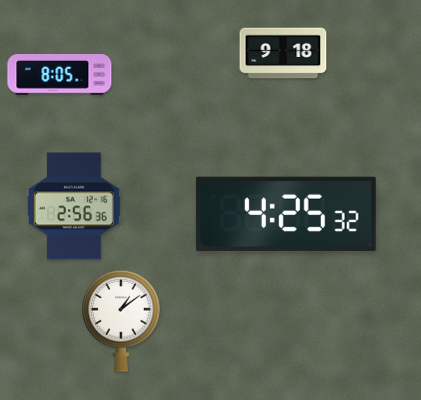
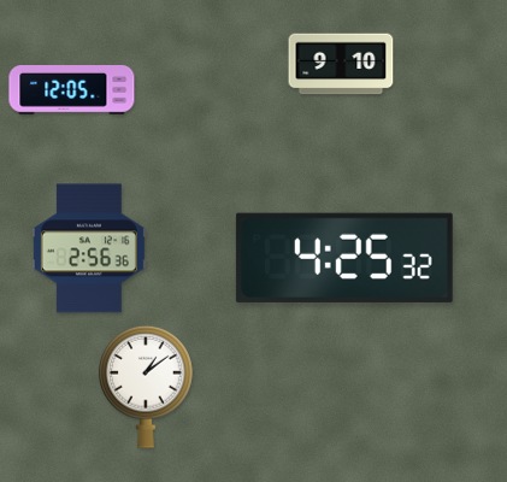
clock at (283, 53): 9:18 -> 9:10
clock at (60, 75): 8:05 -> 12:05
